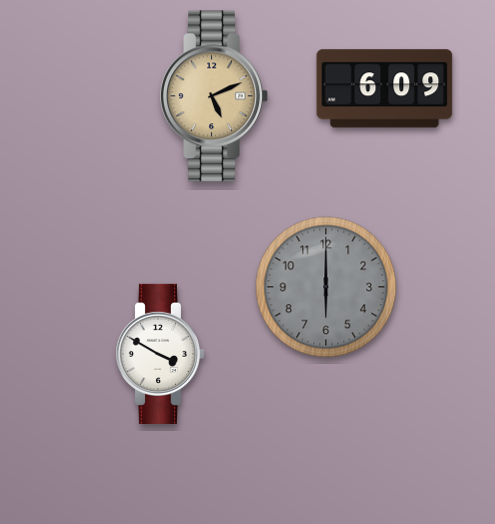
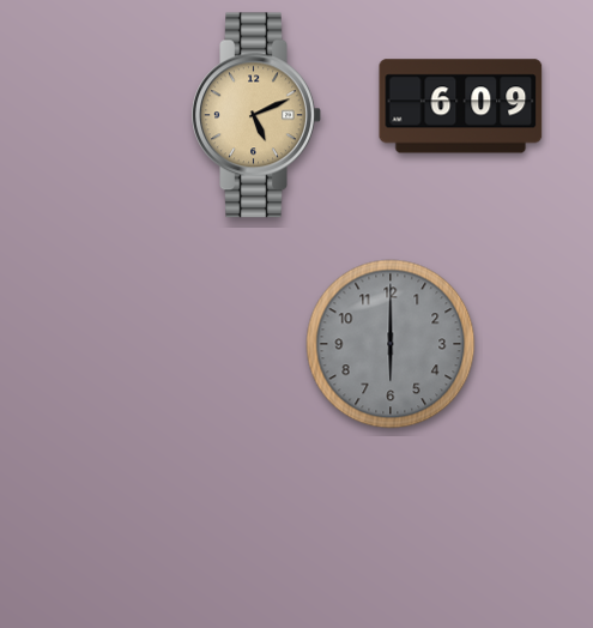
clock at (159, 354): 3:50 -> none
